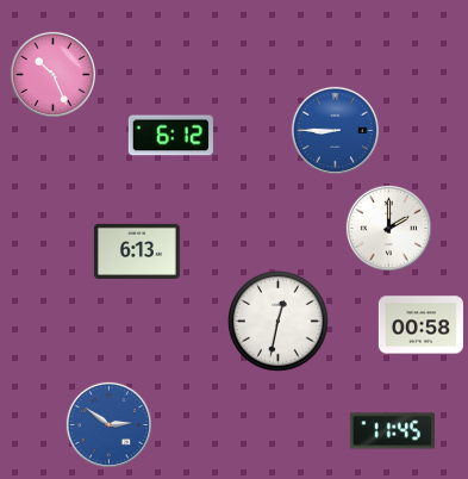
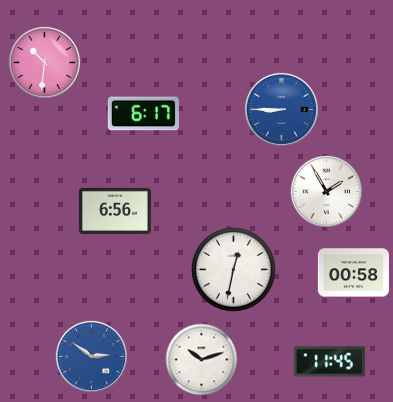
clock at (52, 74): 10:26 -> 10:31
clock at (170, 136): 6:12 -> 6:17
clock at (388, 228): 2:00 -> 1:55
clock at (137, 251): 6:13 -> 6:56
clock at (202, 360): none -> 10:12
